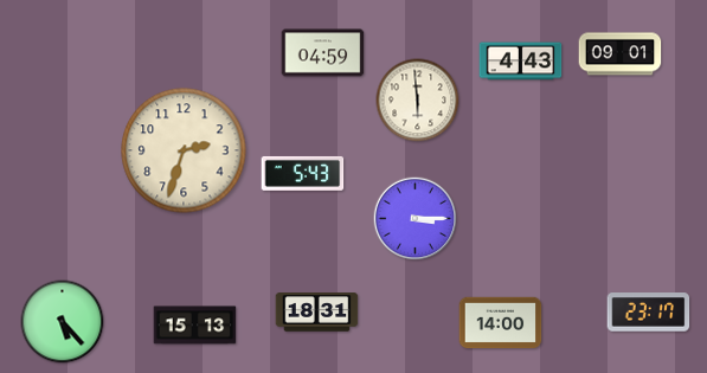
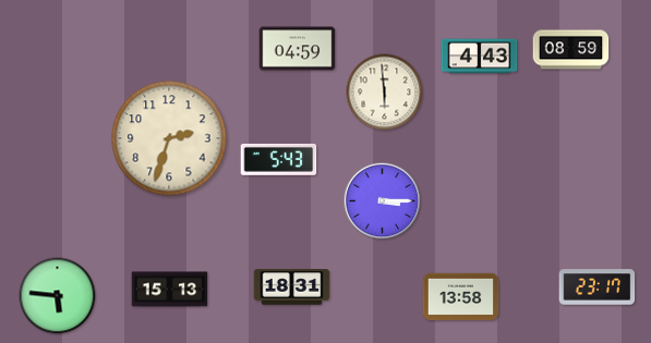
clock at (621, 54): 09:01 -> 08:59
clock at (63, 322): 5:23 -> 5:46
clock at (501, 323): 14:00 -> 13:58
clock at (195, 326) position: (195, 326) -> (170, 290)
